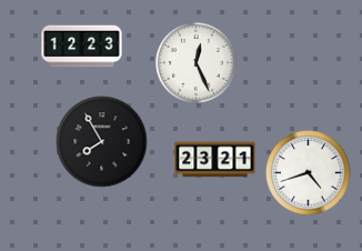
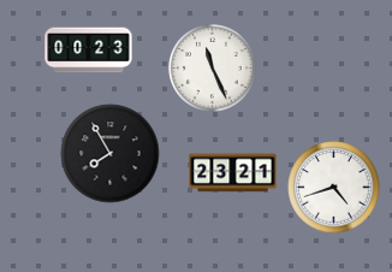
clock at (82, 47): 12:23 -> 00:23
clock at (197, 63): 12:26 -> 11:26
